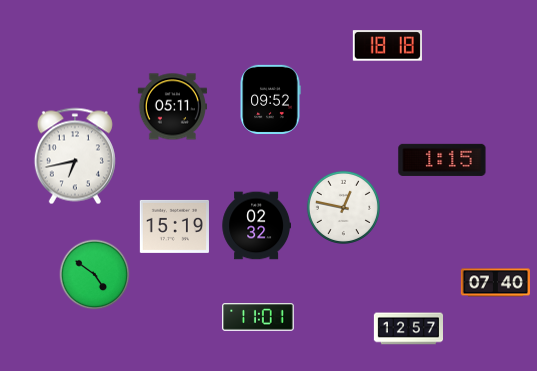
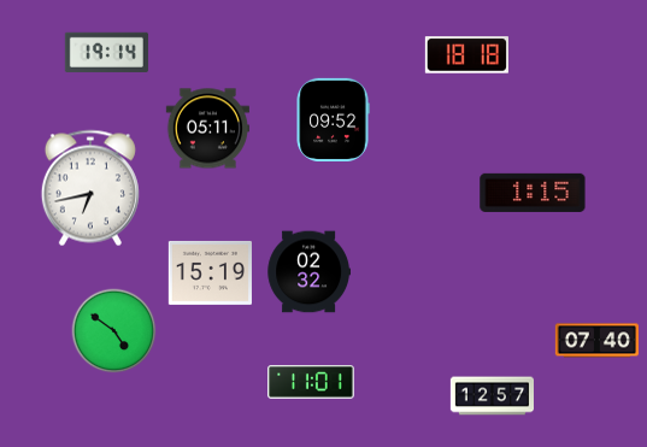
clock at (106, 52): none -> 19:14
clock at (270, 99) position: (270, 99) -> (333, 119)
clock at (343, 207): 12:47 -> none
